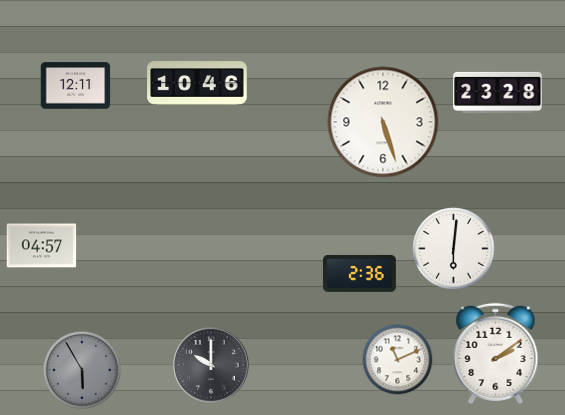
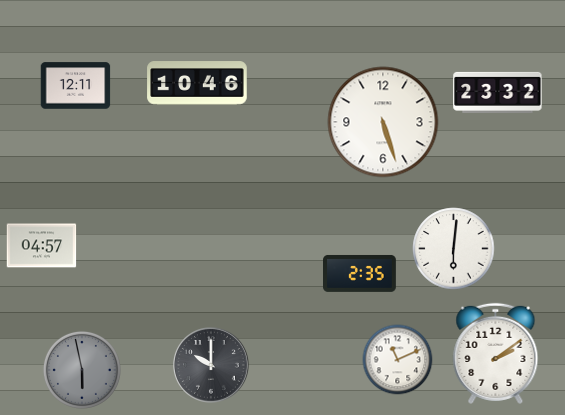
clock at (498, 92): 23:28 -> 23:32
clock at (360, 274): 2:36 -> 2:35
clock at (82, 370): 5:55 -> 5:58
